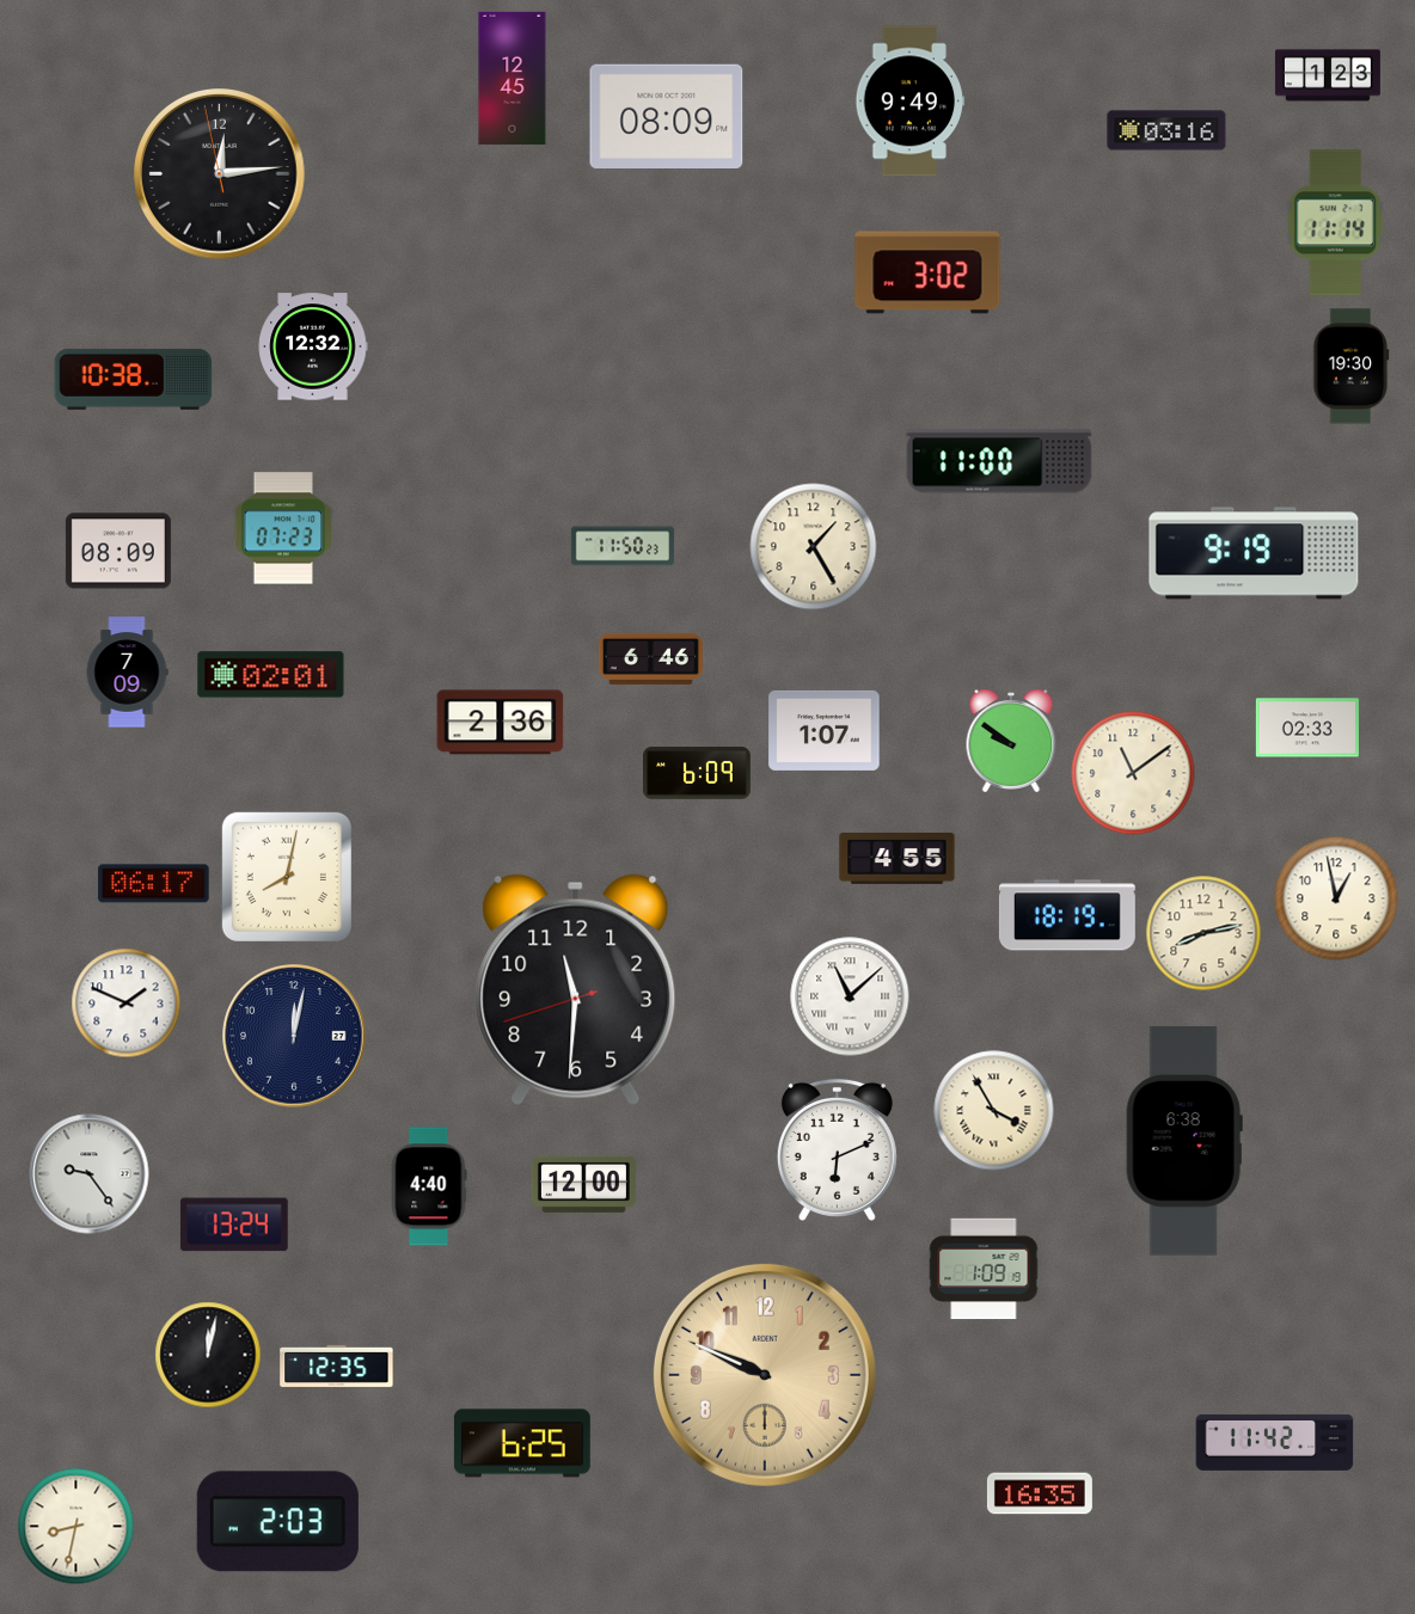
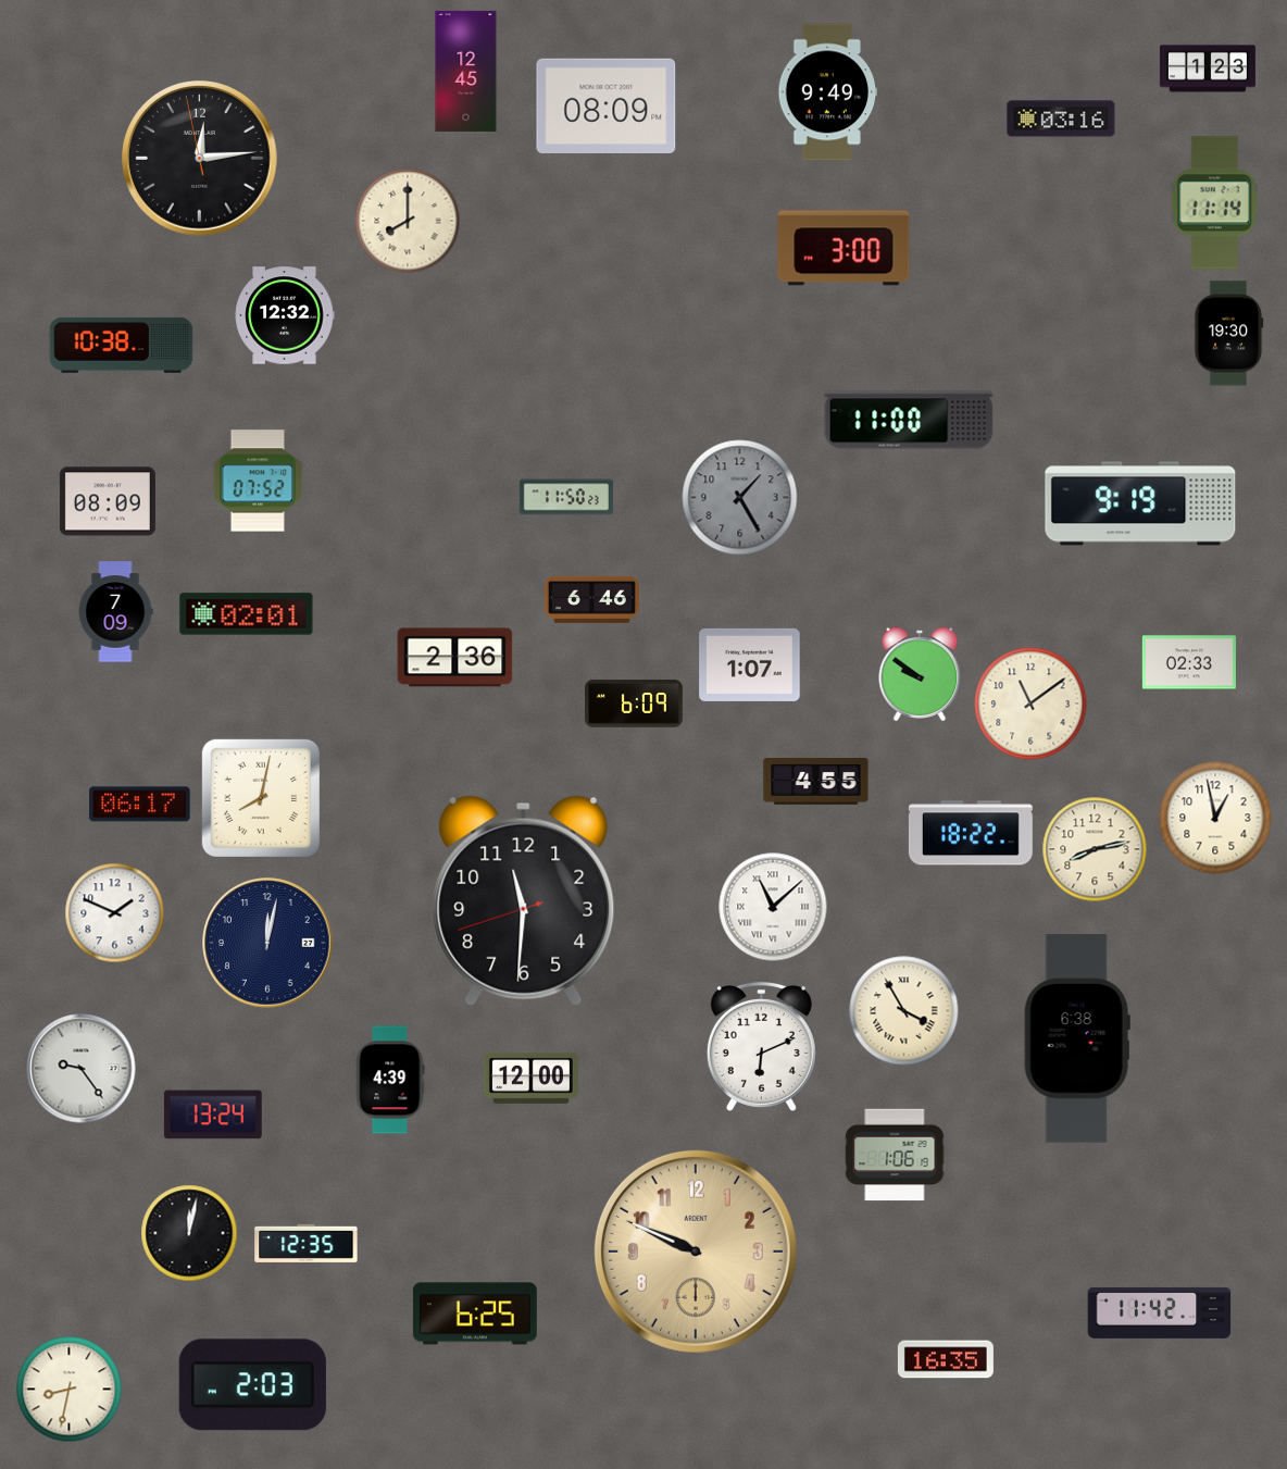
clock at (408, 221): none -> 8:00
clock at (927, 272): 3:02 -> 3:00
clock at (283, 528): 07:23 -> 07:52
clock at (814, 547) dial: cream -> grey
clock at (1067, 915): 18:19 -> 18:22
clock at (429, 1186): 4:40 -> 4:39
clock at (984, 1269): 1:09 -> 1:06
